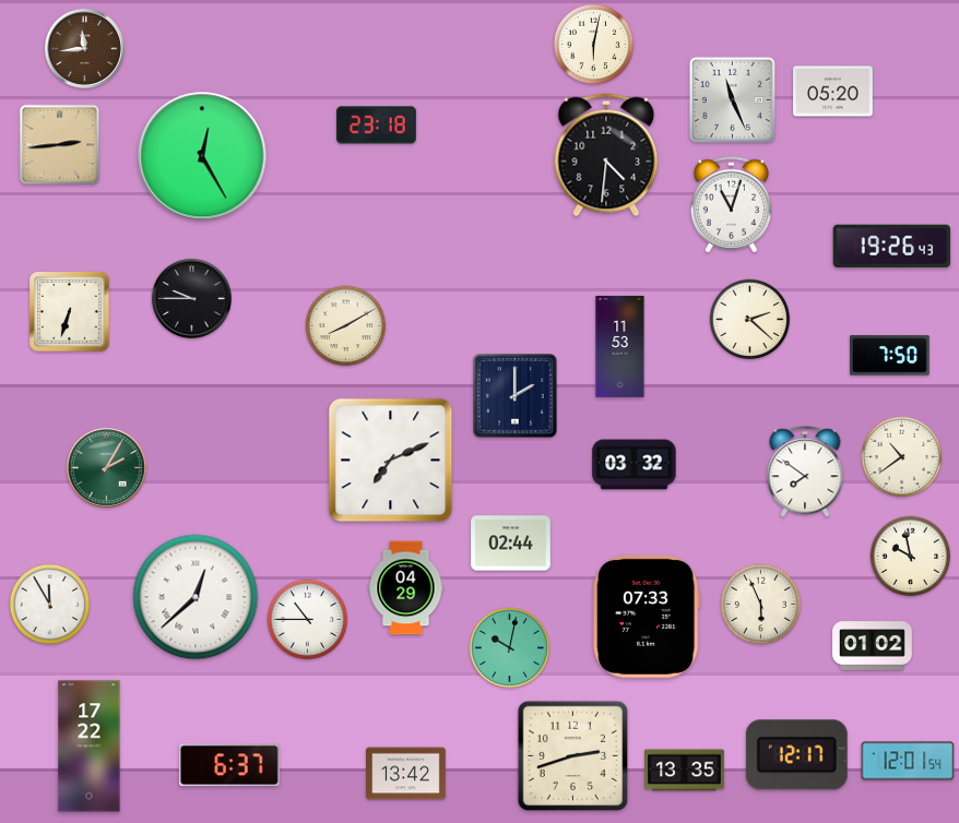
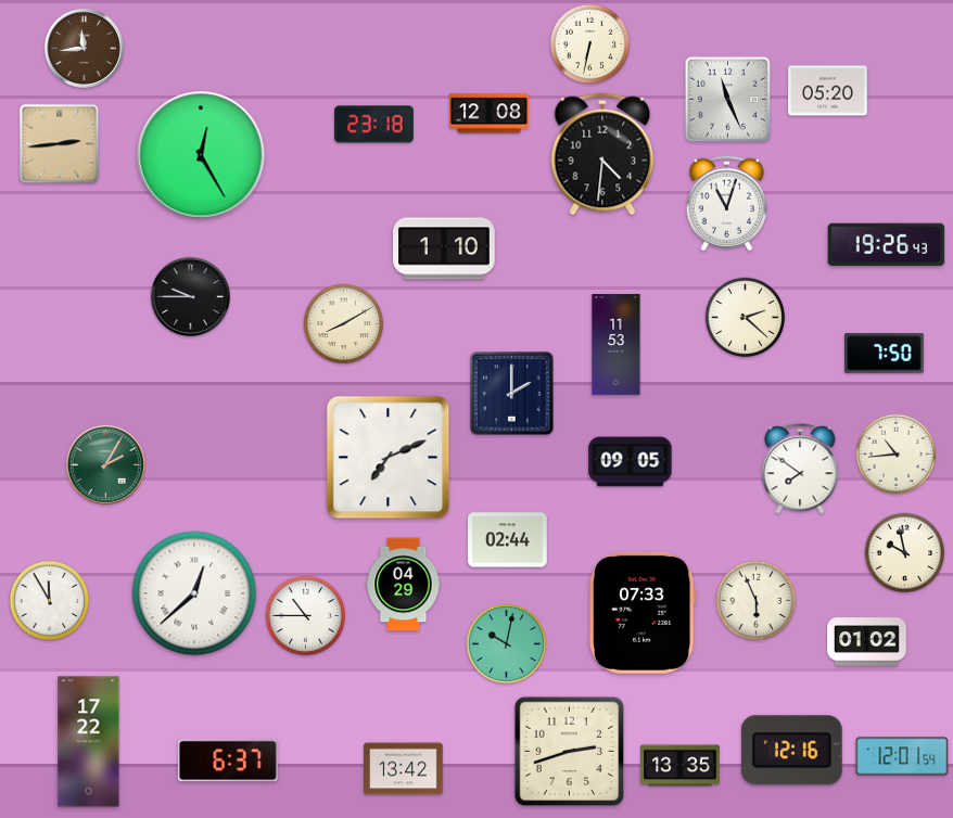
clock at (594, 45): 6:02 -> 6:32
clock at (490, 114): none -> 12:08
clock at (444, 248): none -> 1:10
clock at (70, 312): 6:33 -> none
clock at (902, 457): 10:39 -> 10:44
clock at (635, 465): 03:32 -> 09:05
clock at (796, 755): 12:17 -> 12:16
